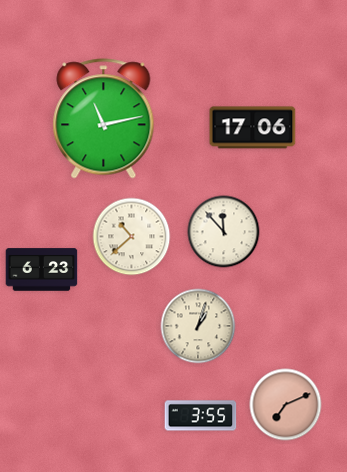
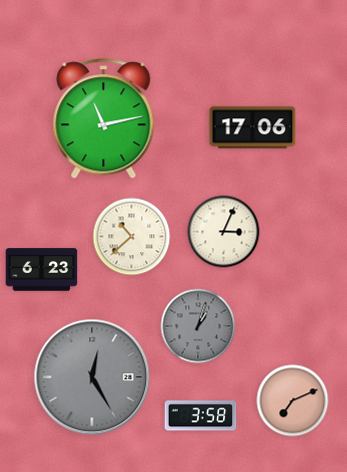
clock at (224, 232): 11:53 -> 3:04
clock at (198, 326) dial: cream -> grey
clock at (92, 377): none -> 12:25
clock at (286, 405) position: (286, 405) -> (293, 401)
clock at (201, 416): 3:55 -> 3:58
